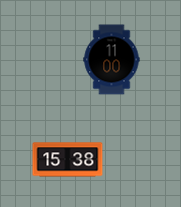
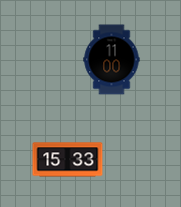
clock at (68, 160): 15:38 -> 15:33
